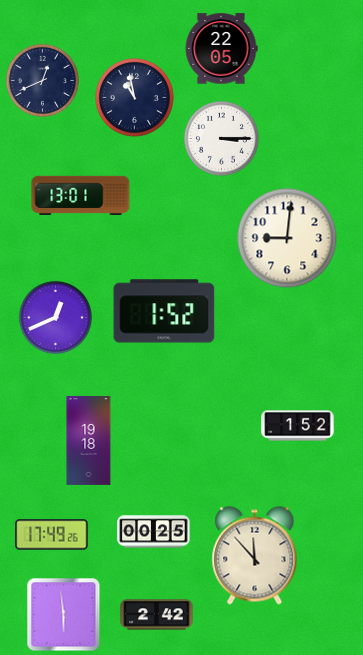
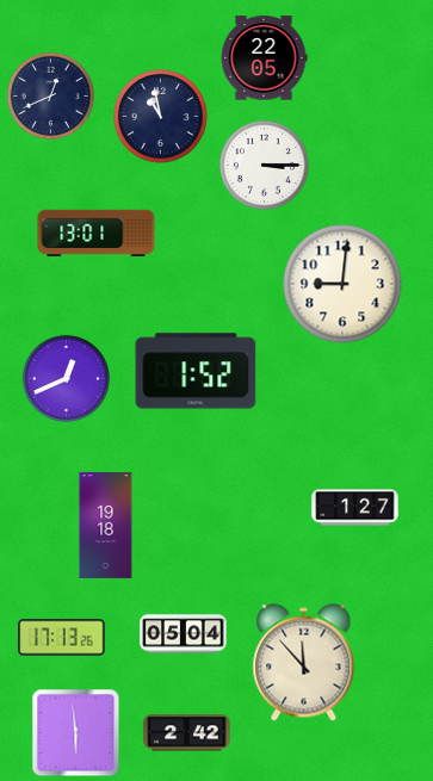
clock at (298, 426): 1:52 -> 1:27
clock at (154, 532): 00:25 -> 05:04
clock at (52, 535): 17:49 -> 17:13
